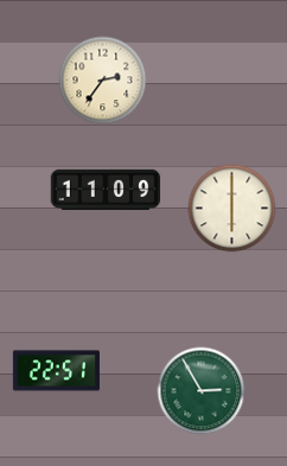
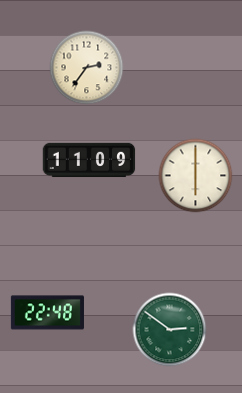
clock at (56, 371): 22:51 -> 22:48
clock at (202, 391): 2:55 -> 2:51
